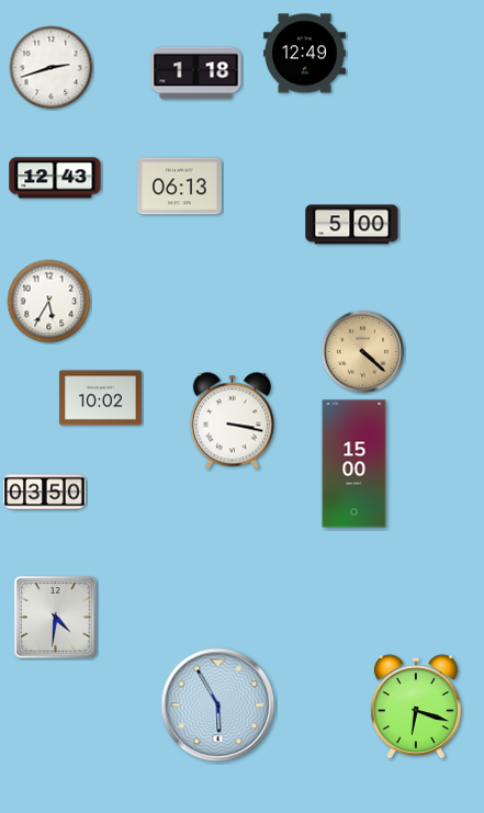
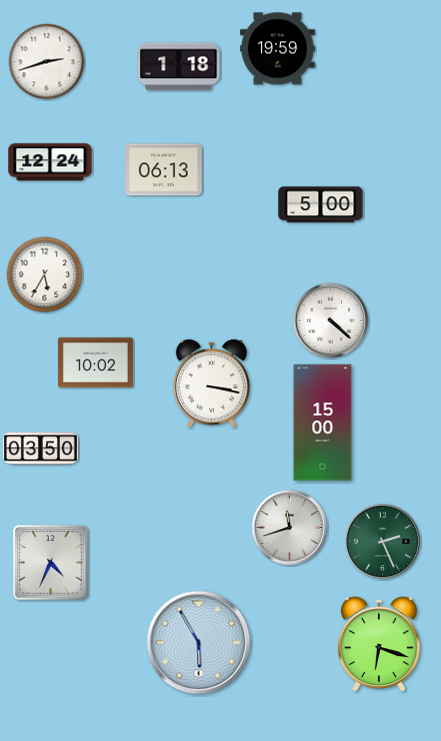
clock at (304, 54): 12:49 -> 19:59
clock at (55, 178): 12:43 -> 12:24
clock at (363, 352) dial: champagne -> white
clock at (101, 398) position: (101, 398) -> (96, 363)
clock at (290, 528): none -> 11:42
clock at (383, 542): none -> 2:26
clock at (56, 618): 4:31 -> 4:34
